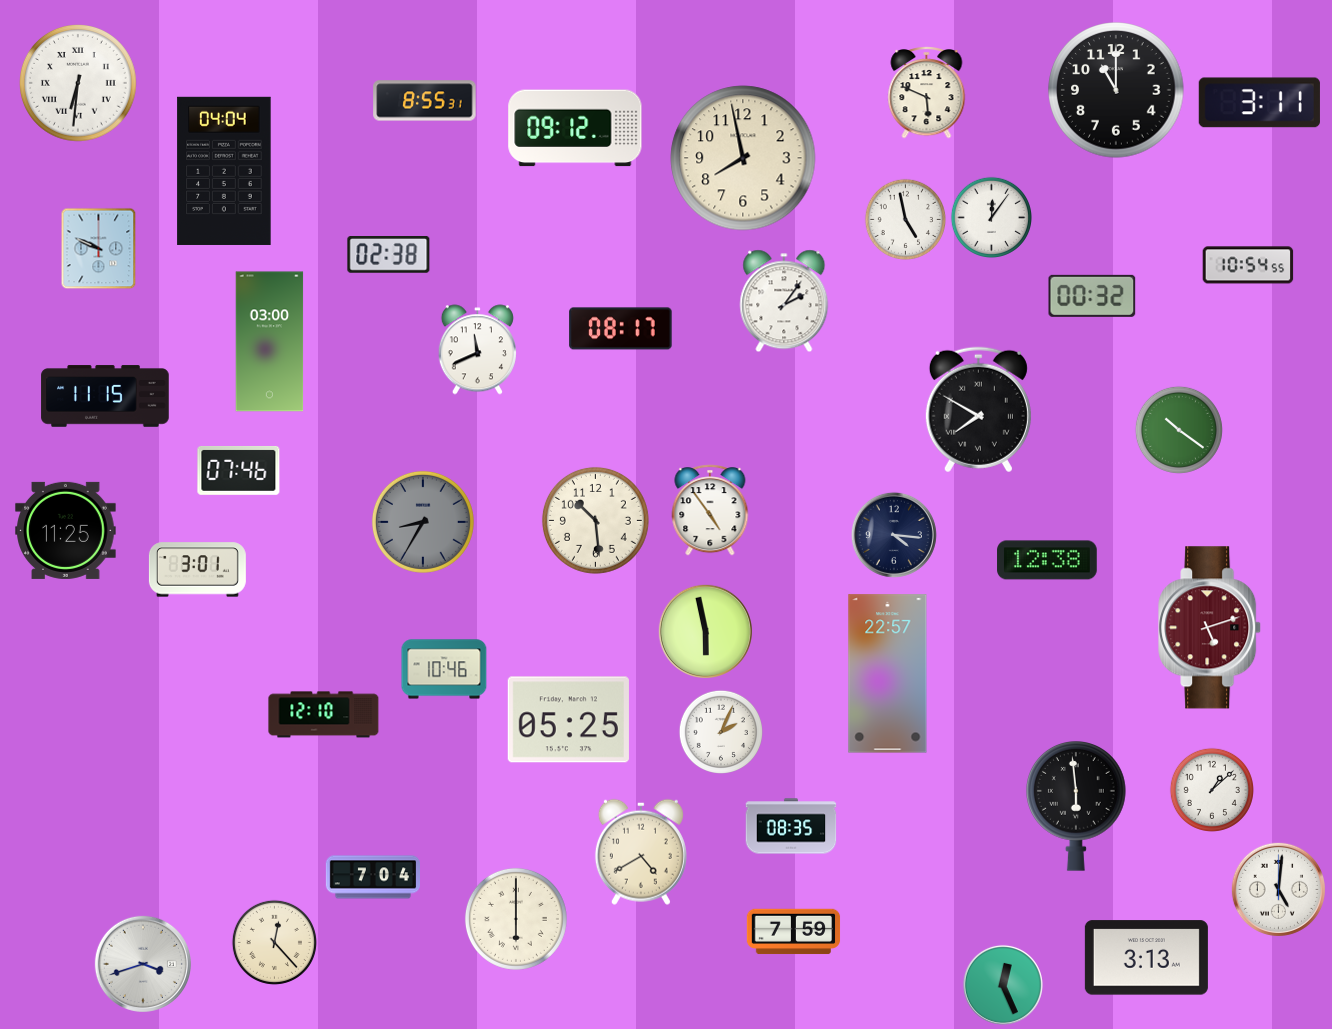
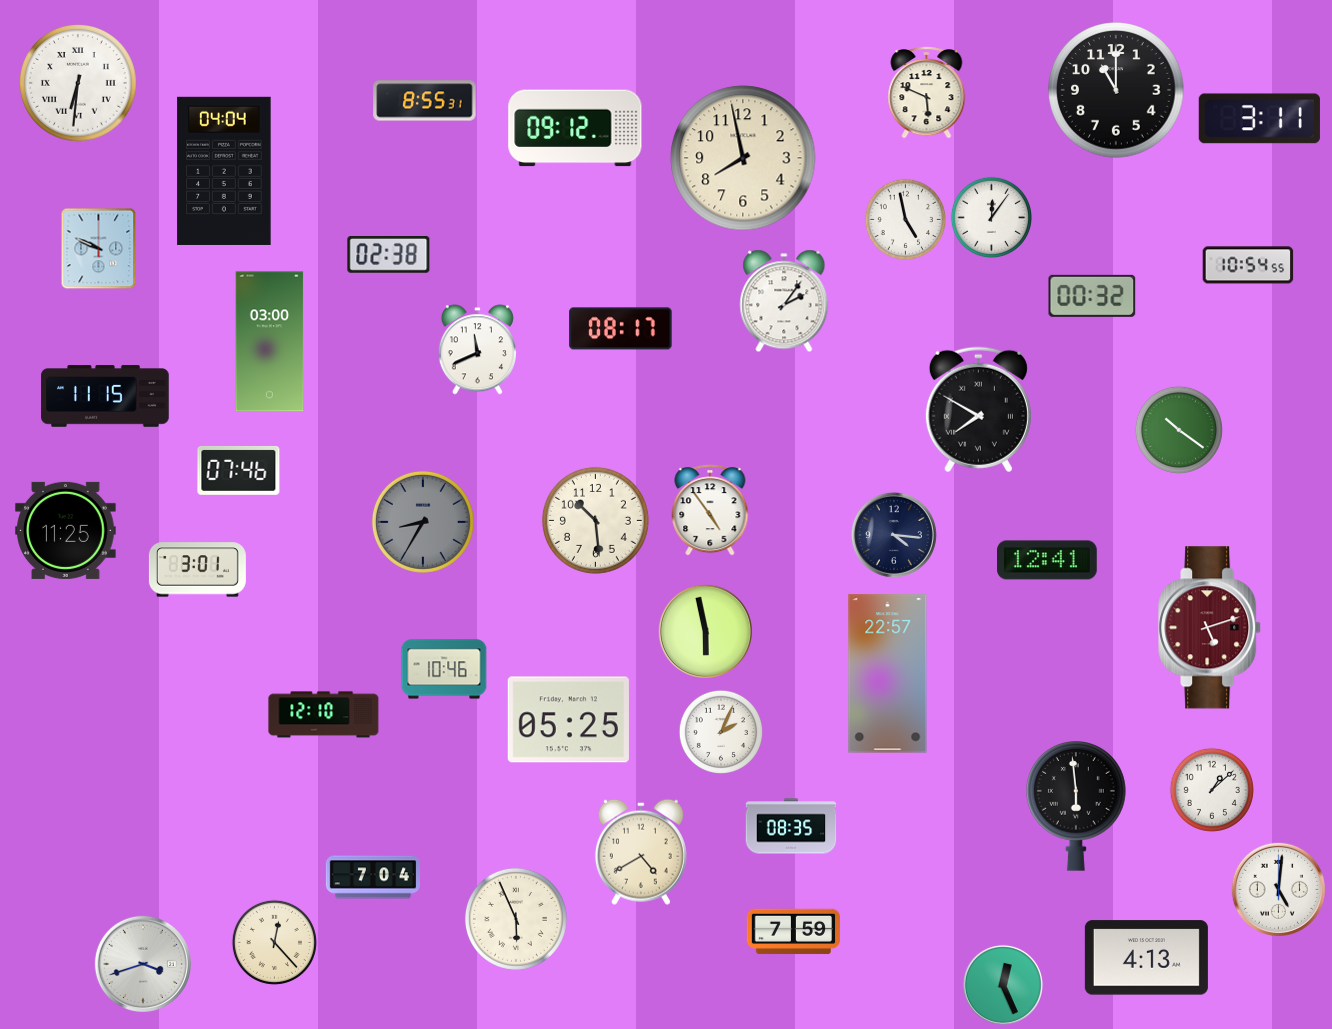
clock at (1259, 103) position: (1259, 103) -> (1259, 119)
clock at (1047, 560): 12:38 -> 12:41
clock at (516, 919): 6:00 -> 5:56
clock at (1146, 958): 3:13 -> 4:13
